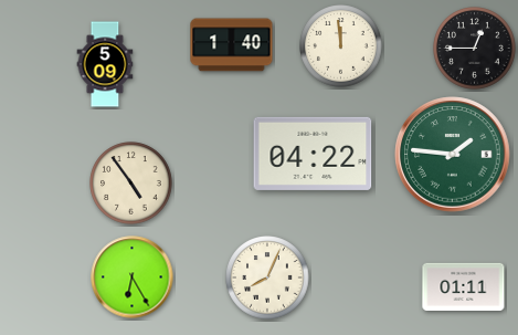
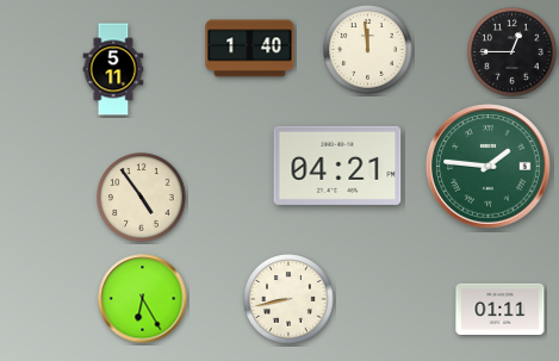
clock at (105, 64): 5:09 -> 5:11
clock at (313, 154): 04:22 -> 04:21
clock at (267, 278): 8:04 -> 8:43
